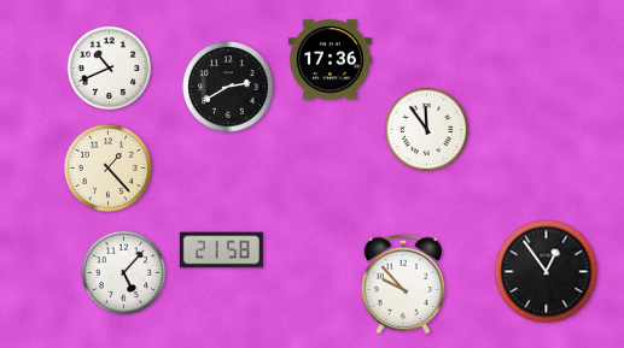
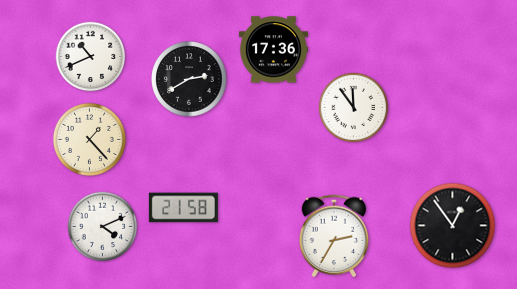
clock at (228, 87) position: (228, 87) -> (189, 79)
clock at (124, 273): 5:07 -> 4:11
clock at (403, 284): 9:53 -> 2:35
